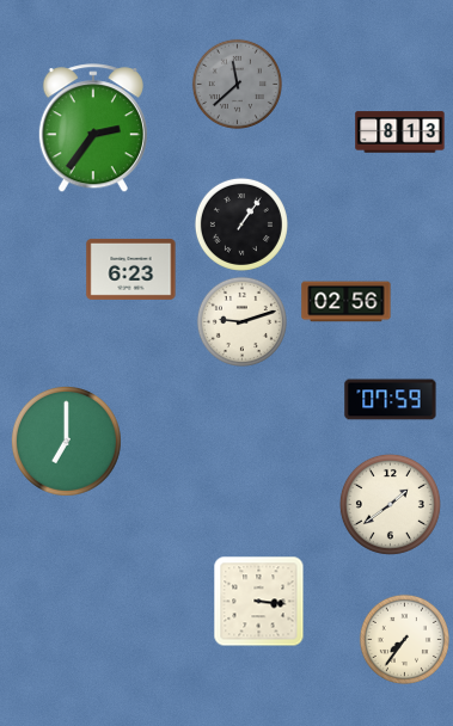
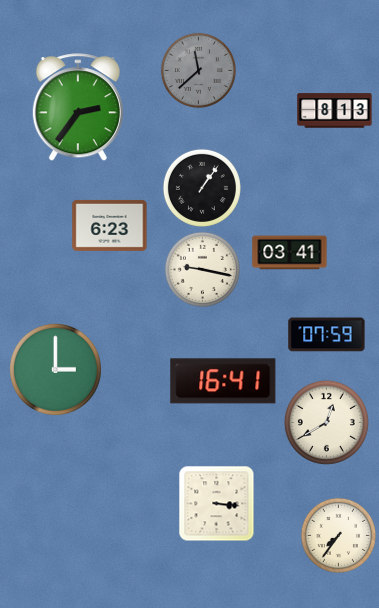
clock at (347, 302): 02:56 -> 03:41
clock at (241, 321): 9:12 -> 9:17
clock at (66, 441): 7:00 -> 3:00
clock at (223, 381): none -> 16:41
clock at (390, 504): 1:39 -> 12:40
